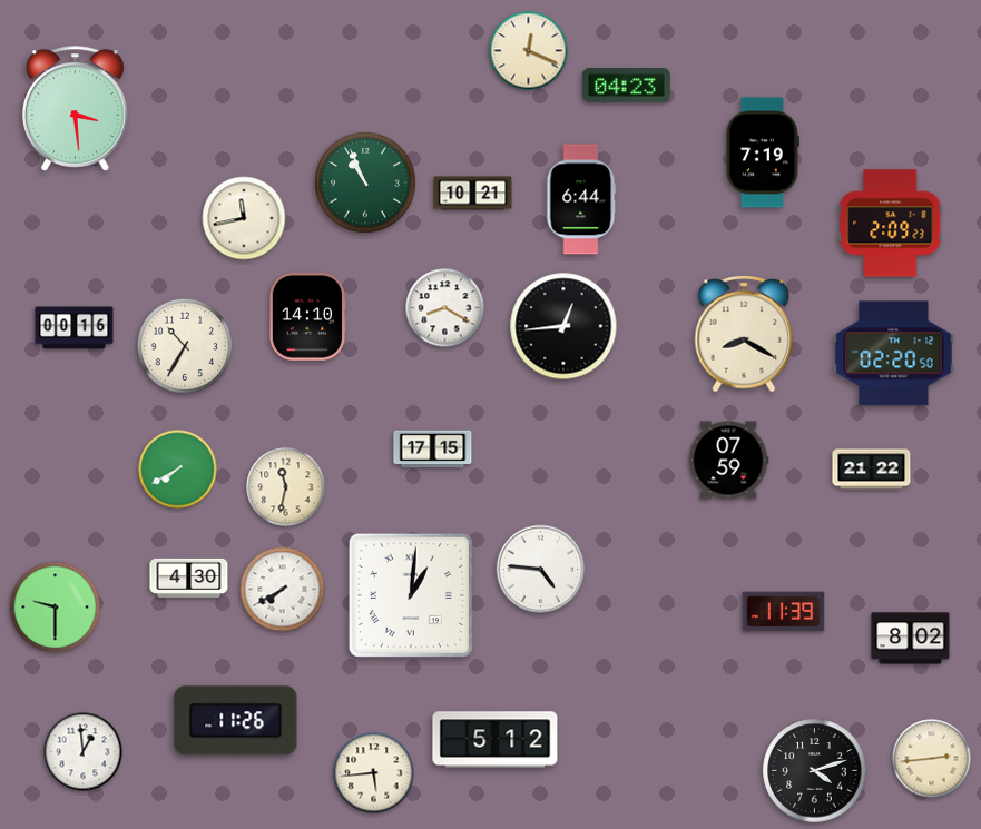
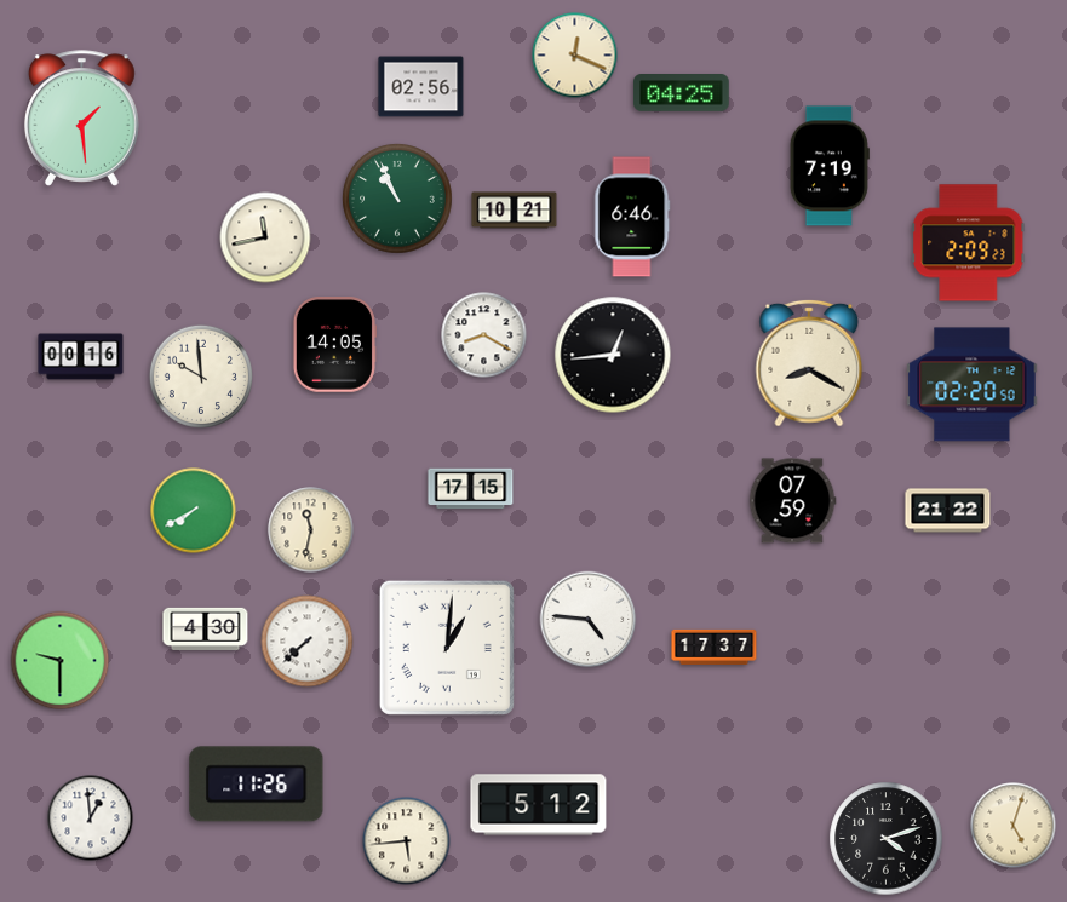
clock at (421, 87): none -> 02:56
clock at (627, 86): 04:23 -> 04:25
clock at (75, 109): 3:29 -> 1:29
clock at (581, 199): 6:44 -> 6:46
clock at (307, 317): 14:10 -> 14:05
clock at (184, 345): 10:35 -> 9:59
clock at (283, 590): 7:40 -> 7:38
clock at (715, 647): none -> 17:37
clock at (784, 612): 11:39 -> none
clock at (911, 639): 8:02 -> none
clock at (932, 759): 2:44 -> 5:03
